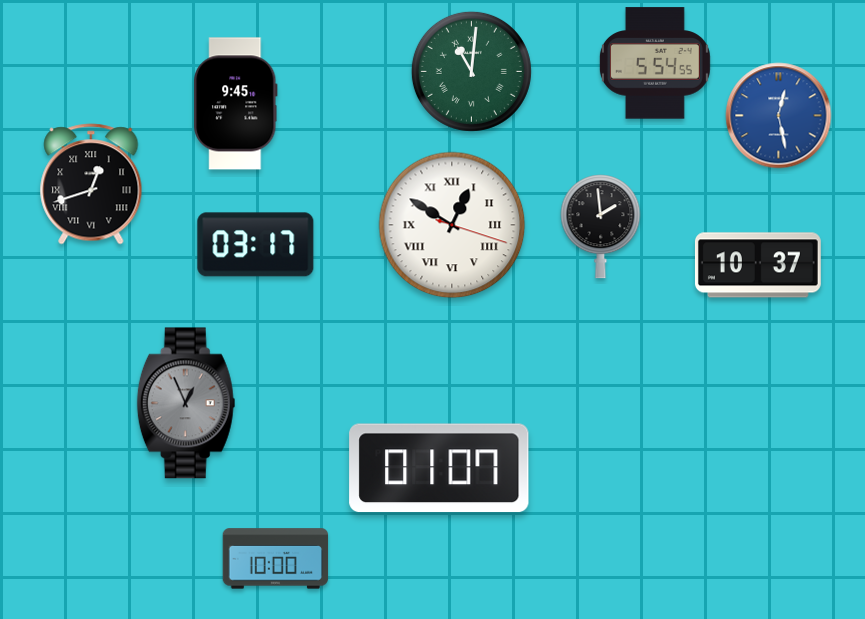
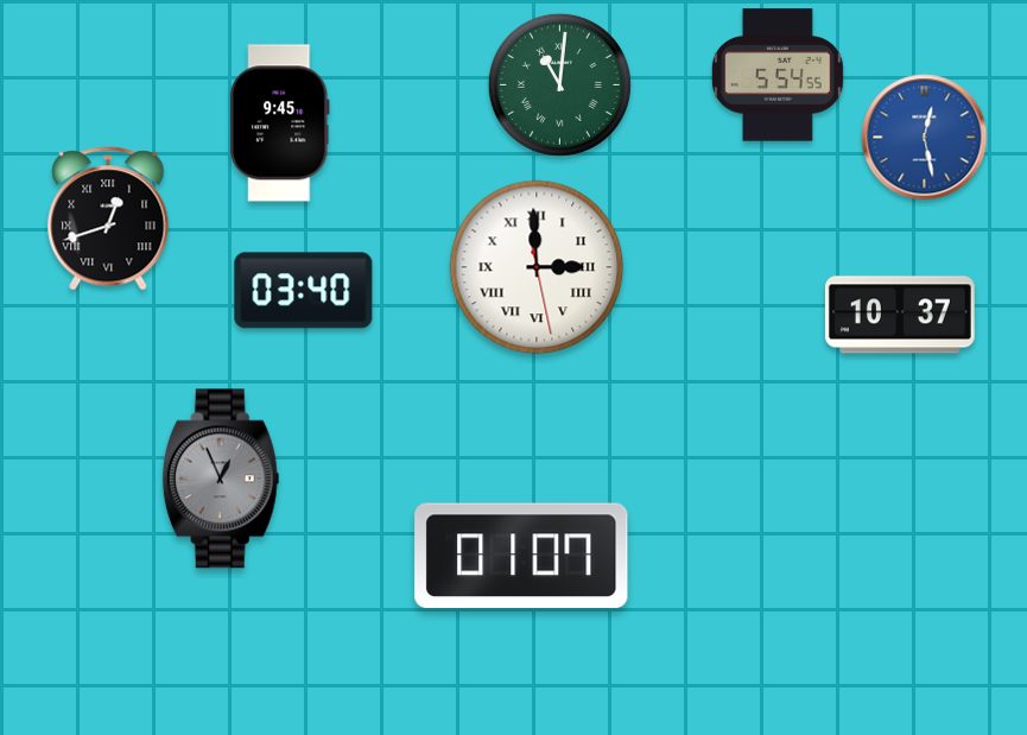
clock at (452, 225): 12:50 -> 2:59
clock at (601, 227): 1:59 -> none
clock at (256, 245): 03:17 -> 03:40
clock at (276, 559): 10:00 -> none
